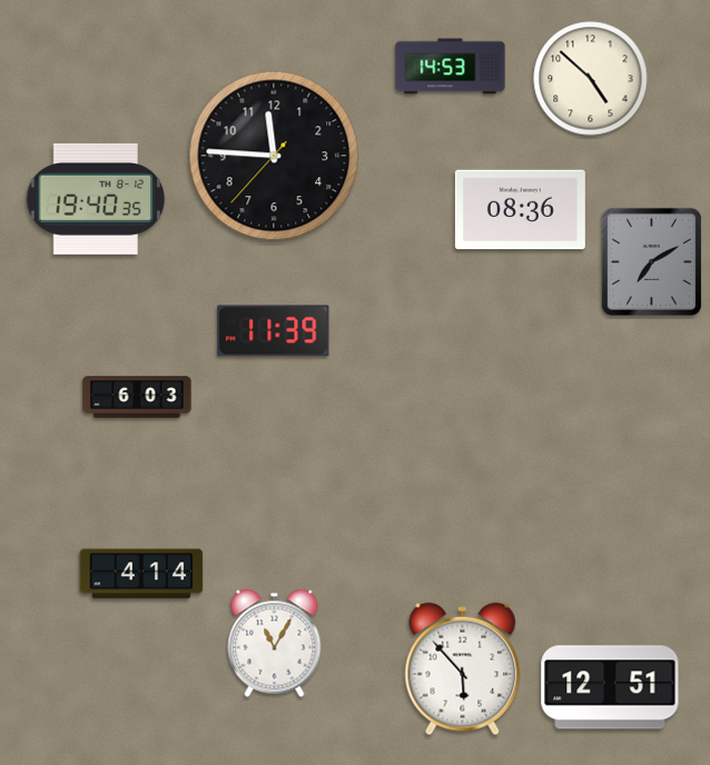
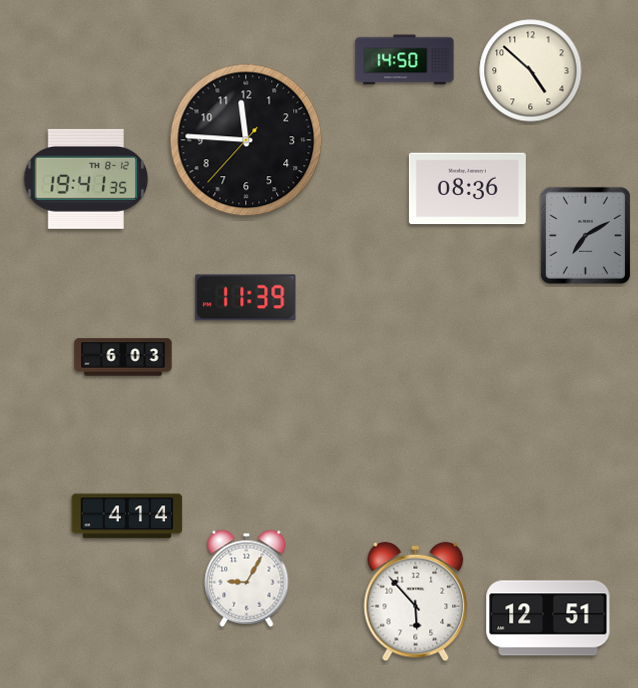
clock at (451, 67): 14:53 -> 14:50
clock at (96, 199): 19:40 -> 19:41
clock at (275, 643): 11:05 -> 9:05
